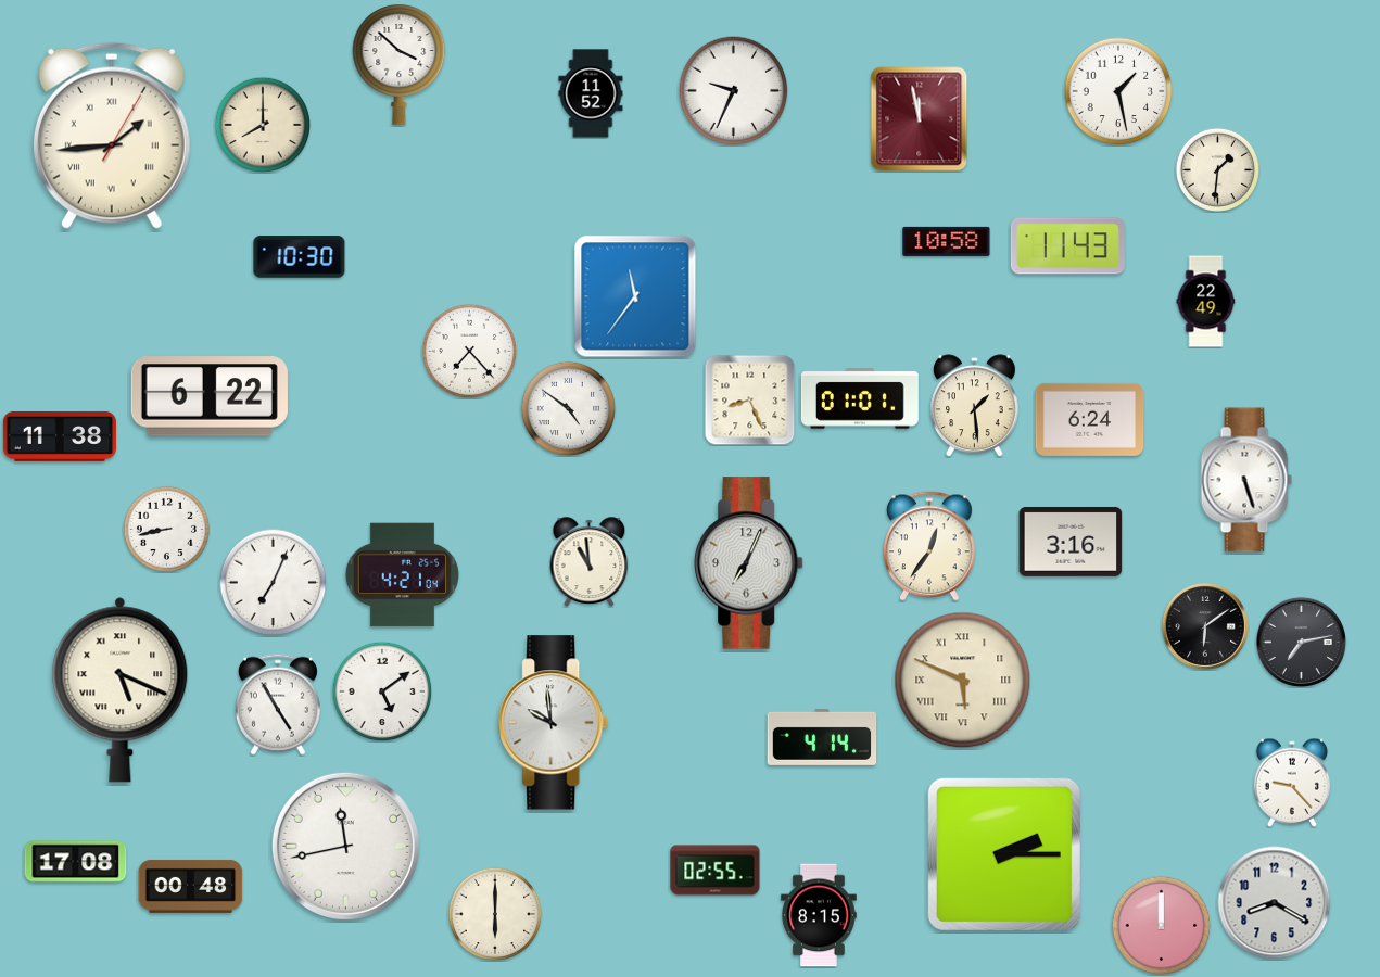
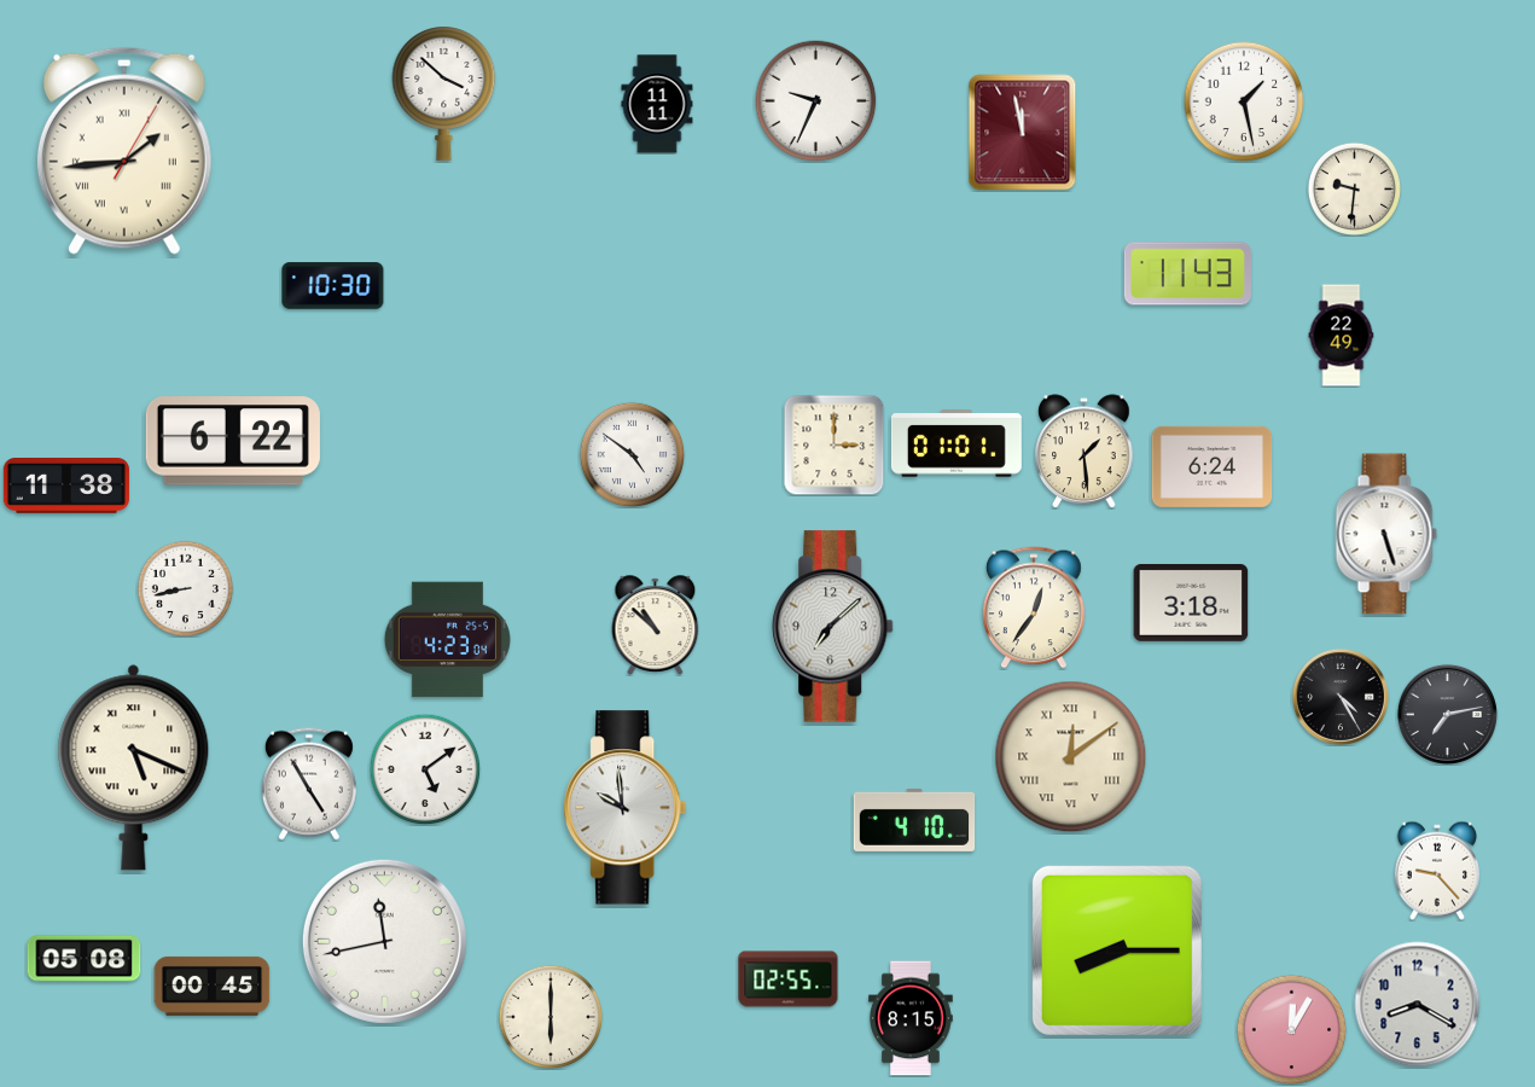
clock at (400, 64) position: (400, 64) -> (444, 93)
clock at (591, 93): 11:52 -> 11:11
clock at (263, 125): 8:00 -> none
clock at (1217, 169): 1:31 -> 9:31
clock at (947, 241): 10:58 -> none
clock at (635, 296): 11:36 -> none
clock at (469, 351): 7:23 -> none
clock at (749, 399): 8:26 -> 3:00
clock at (1071, 542): 3:16 -> 3:18
clock at (590, 562): 10:59 -> 10:52
clock at (749, 563): 7:04 -> 7:08
clock at (402, 575): 4:21 -> 4:23
clock at (274, 583): 7:04 -> none
clock at (1205, 626): 6:09 -> 4:25
clock at (963, 681): 5:49 -> 12:09
clock at (554, 723) position: (554, 723) -> (626, 808)
clock at (822, 737): 4:14 -> 4:10
clock at (1004, 854): 2:15 -> 8:15
clock at (76, 862): 17:08 -> 05:08
clock at (716, 871) position: (716, 871) -> (789, 980)
clock at (191, 886): 00:48 -> 00:45
clock at (1161, 925): 12:00 -> 12:05
